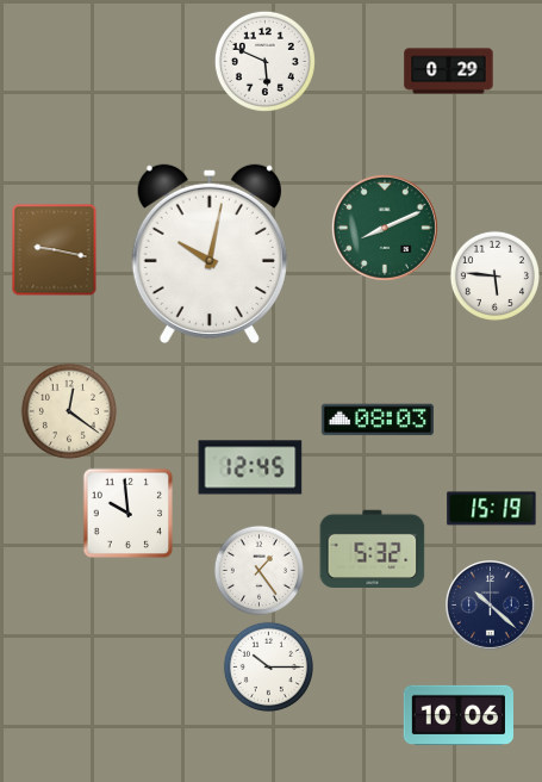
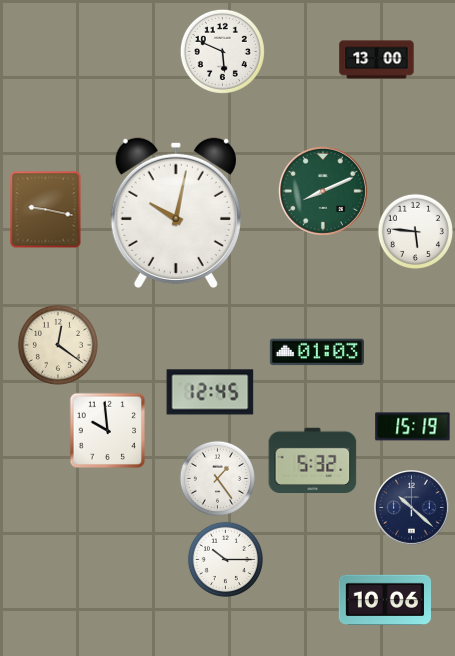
clock at (449, 72): 0:29 -> 13:00
clock at (378, 420): 08:03 -> 01:03
